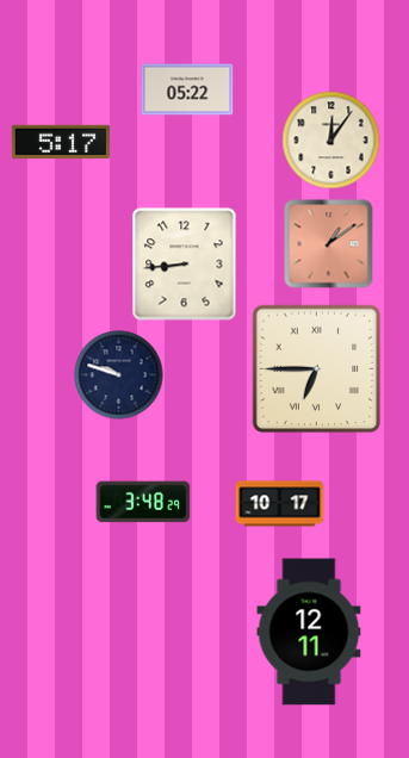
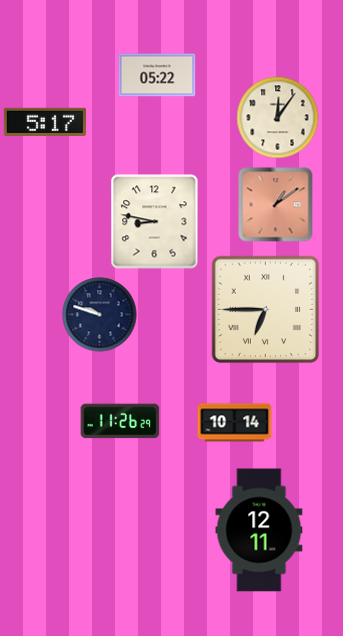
clock at (61, 141) position: (61, 141) -> (45, 121)
clock at (185, 265): 8:44 -> 8:47
clock at (143, 502): 3:48 -> 11:26
clock at (280, 504): 10:17 -> 10:14
